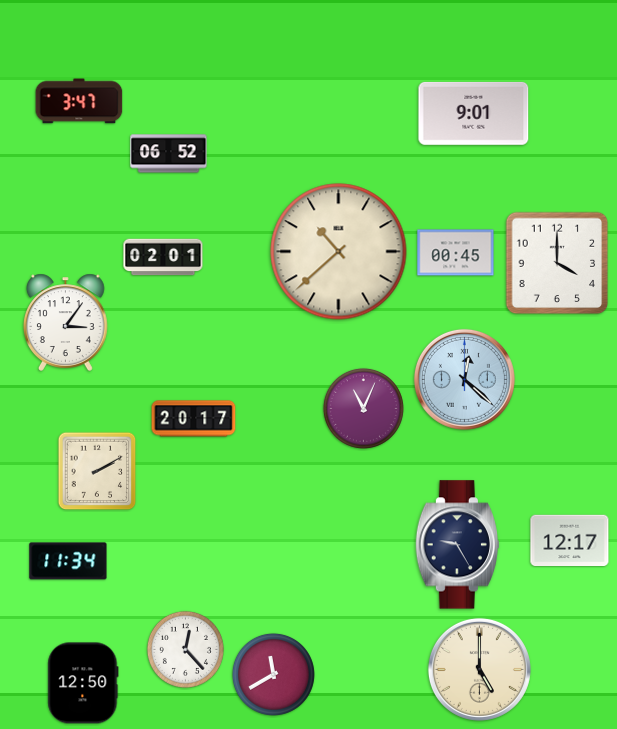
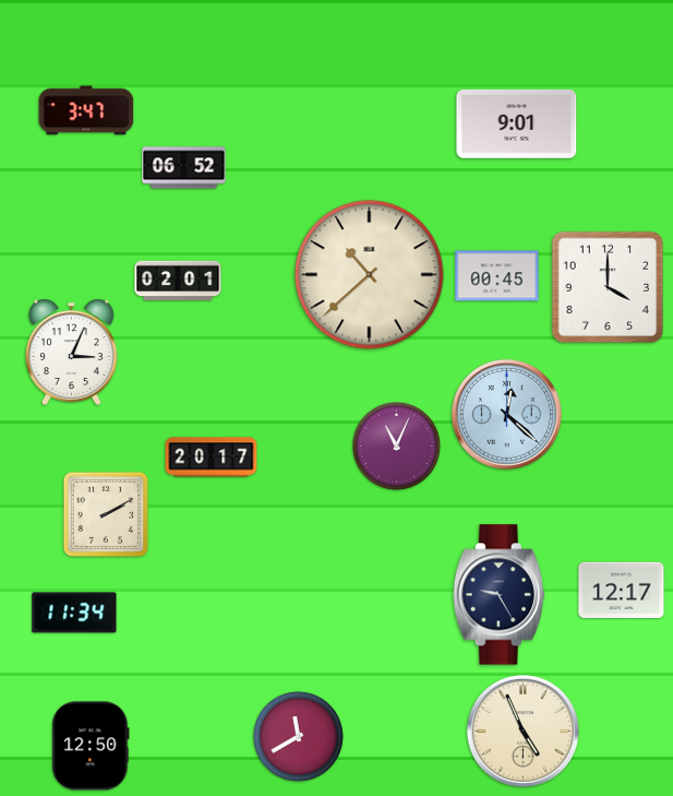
clock at (66, 322): 3:06 -> 3:04
clock at (185, 649): 12:23 -> none
clock at (479, 669): 5:00 -> 4:56
